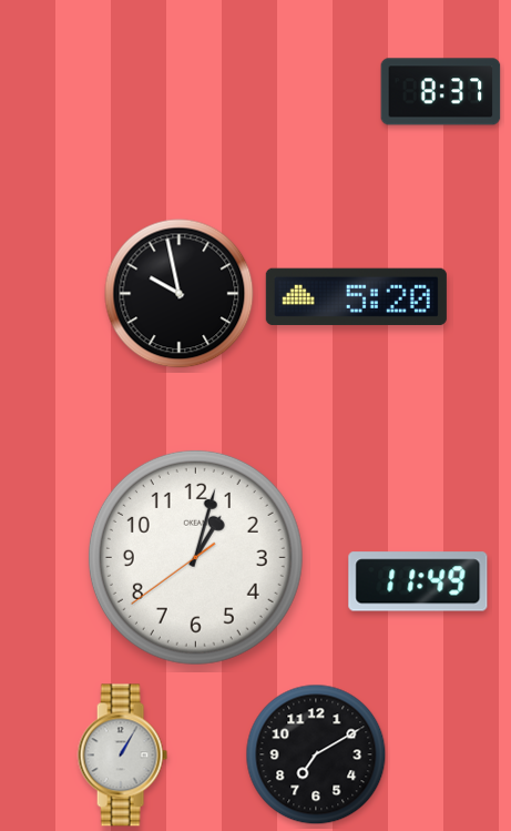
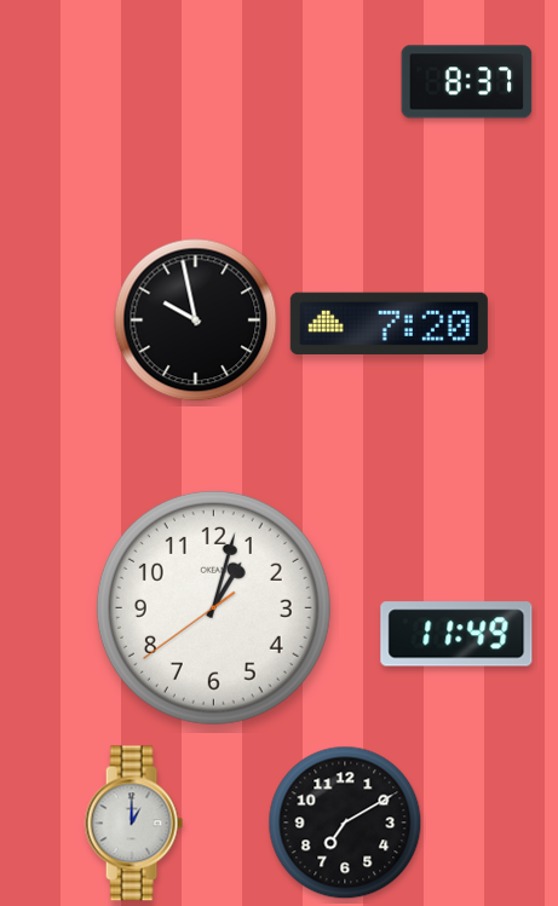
clock at (441, 92) position: (441, 92) -> (467, 82)
clock at (356, 296): 5:20 -> 7:20
clock at (122, 756): 1:05 -> 1:00
